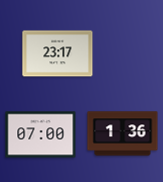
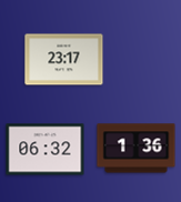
clock at (41, 135): 07:00 -> 06:32
